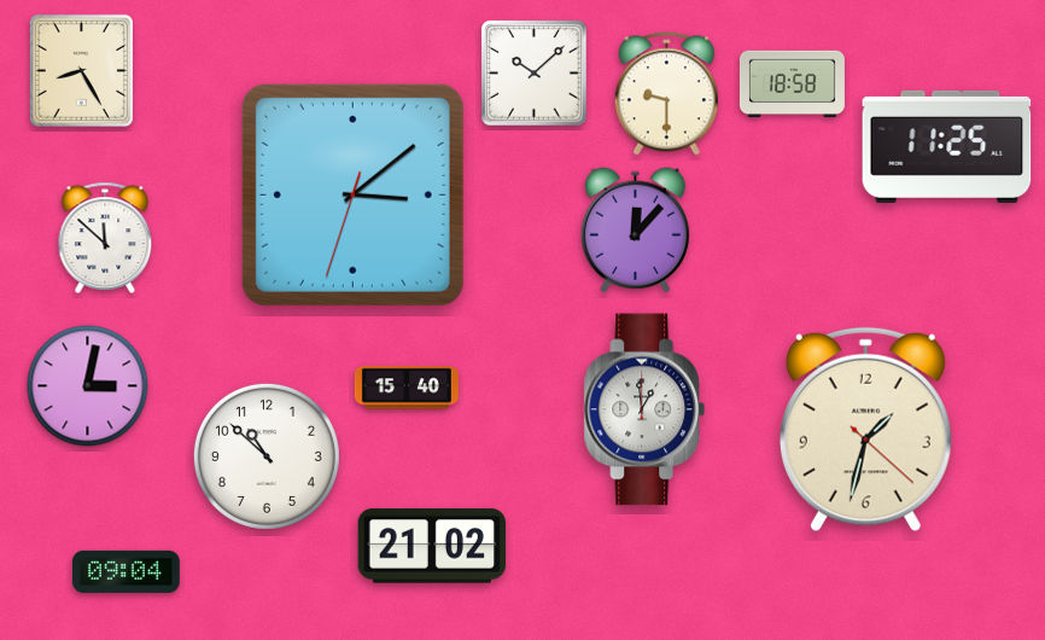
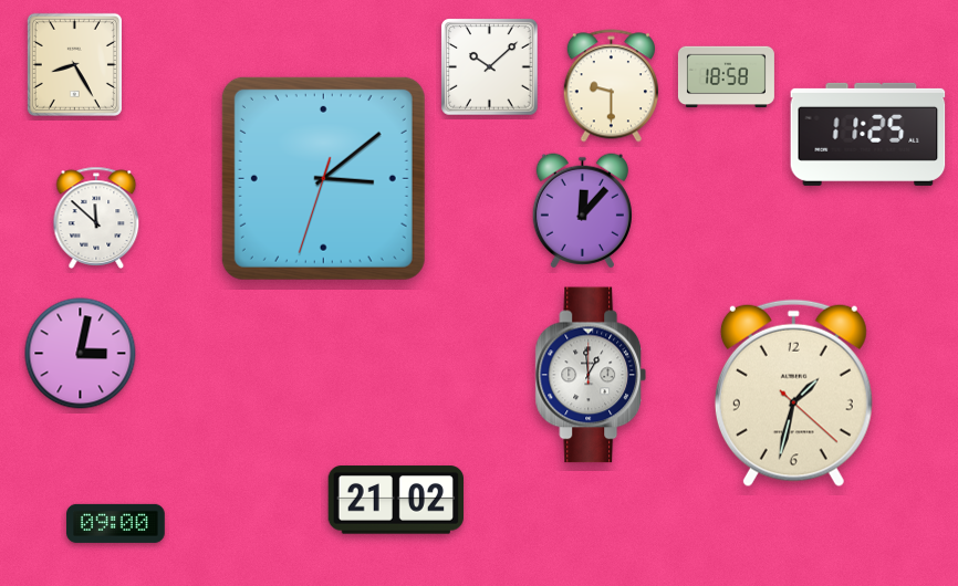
clock at (407, 388): 15:40 -> none
clock at (267, 456): 10:52 -> none
clock at (127, 571): 09:04 -> 09:00
